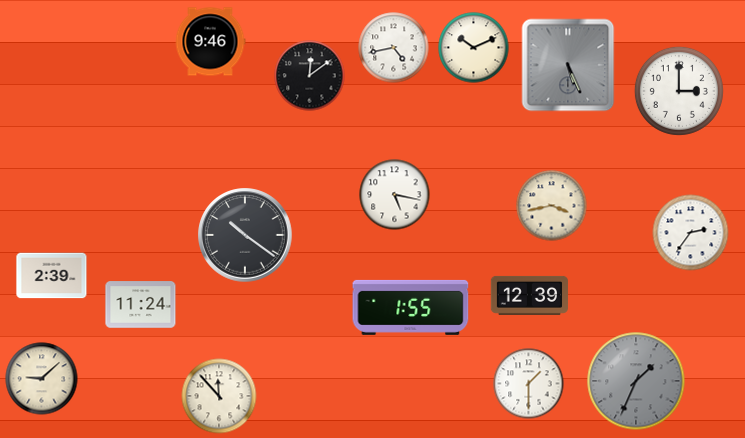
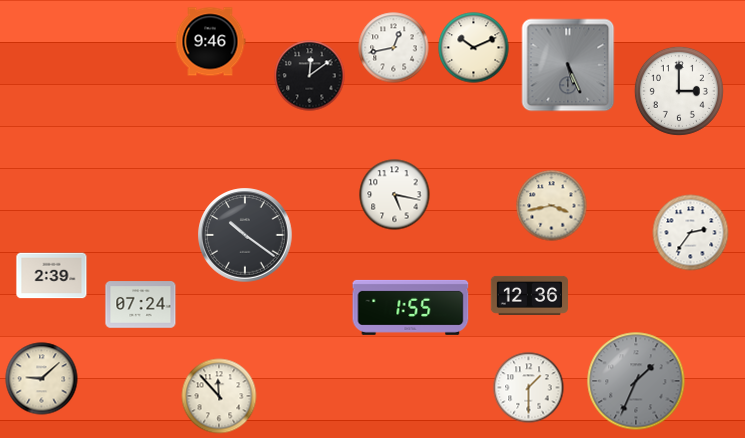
clock at (394, 48): 4:43 -> 12:43
clock at (529, 295): 12:39 -> 12:36
clock at (141, 305): 11:24 -> 07:24
clock at (529, 384) position: (529, 384) -> (529, 388)
